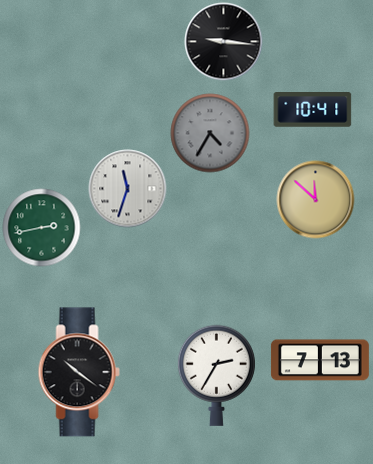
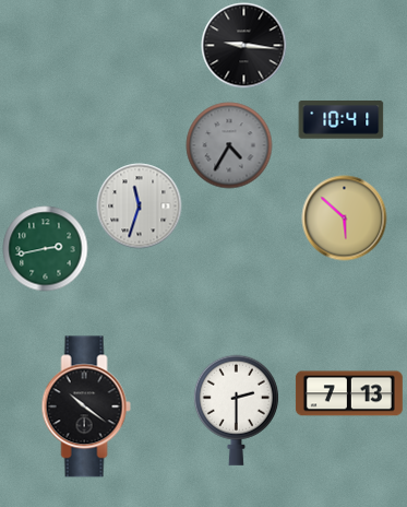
clock at (315, 199): 11:52 -> 5:52
clock at (216, 375): 2:35 -> 2:30
